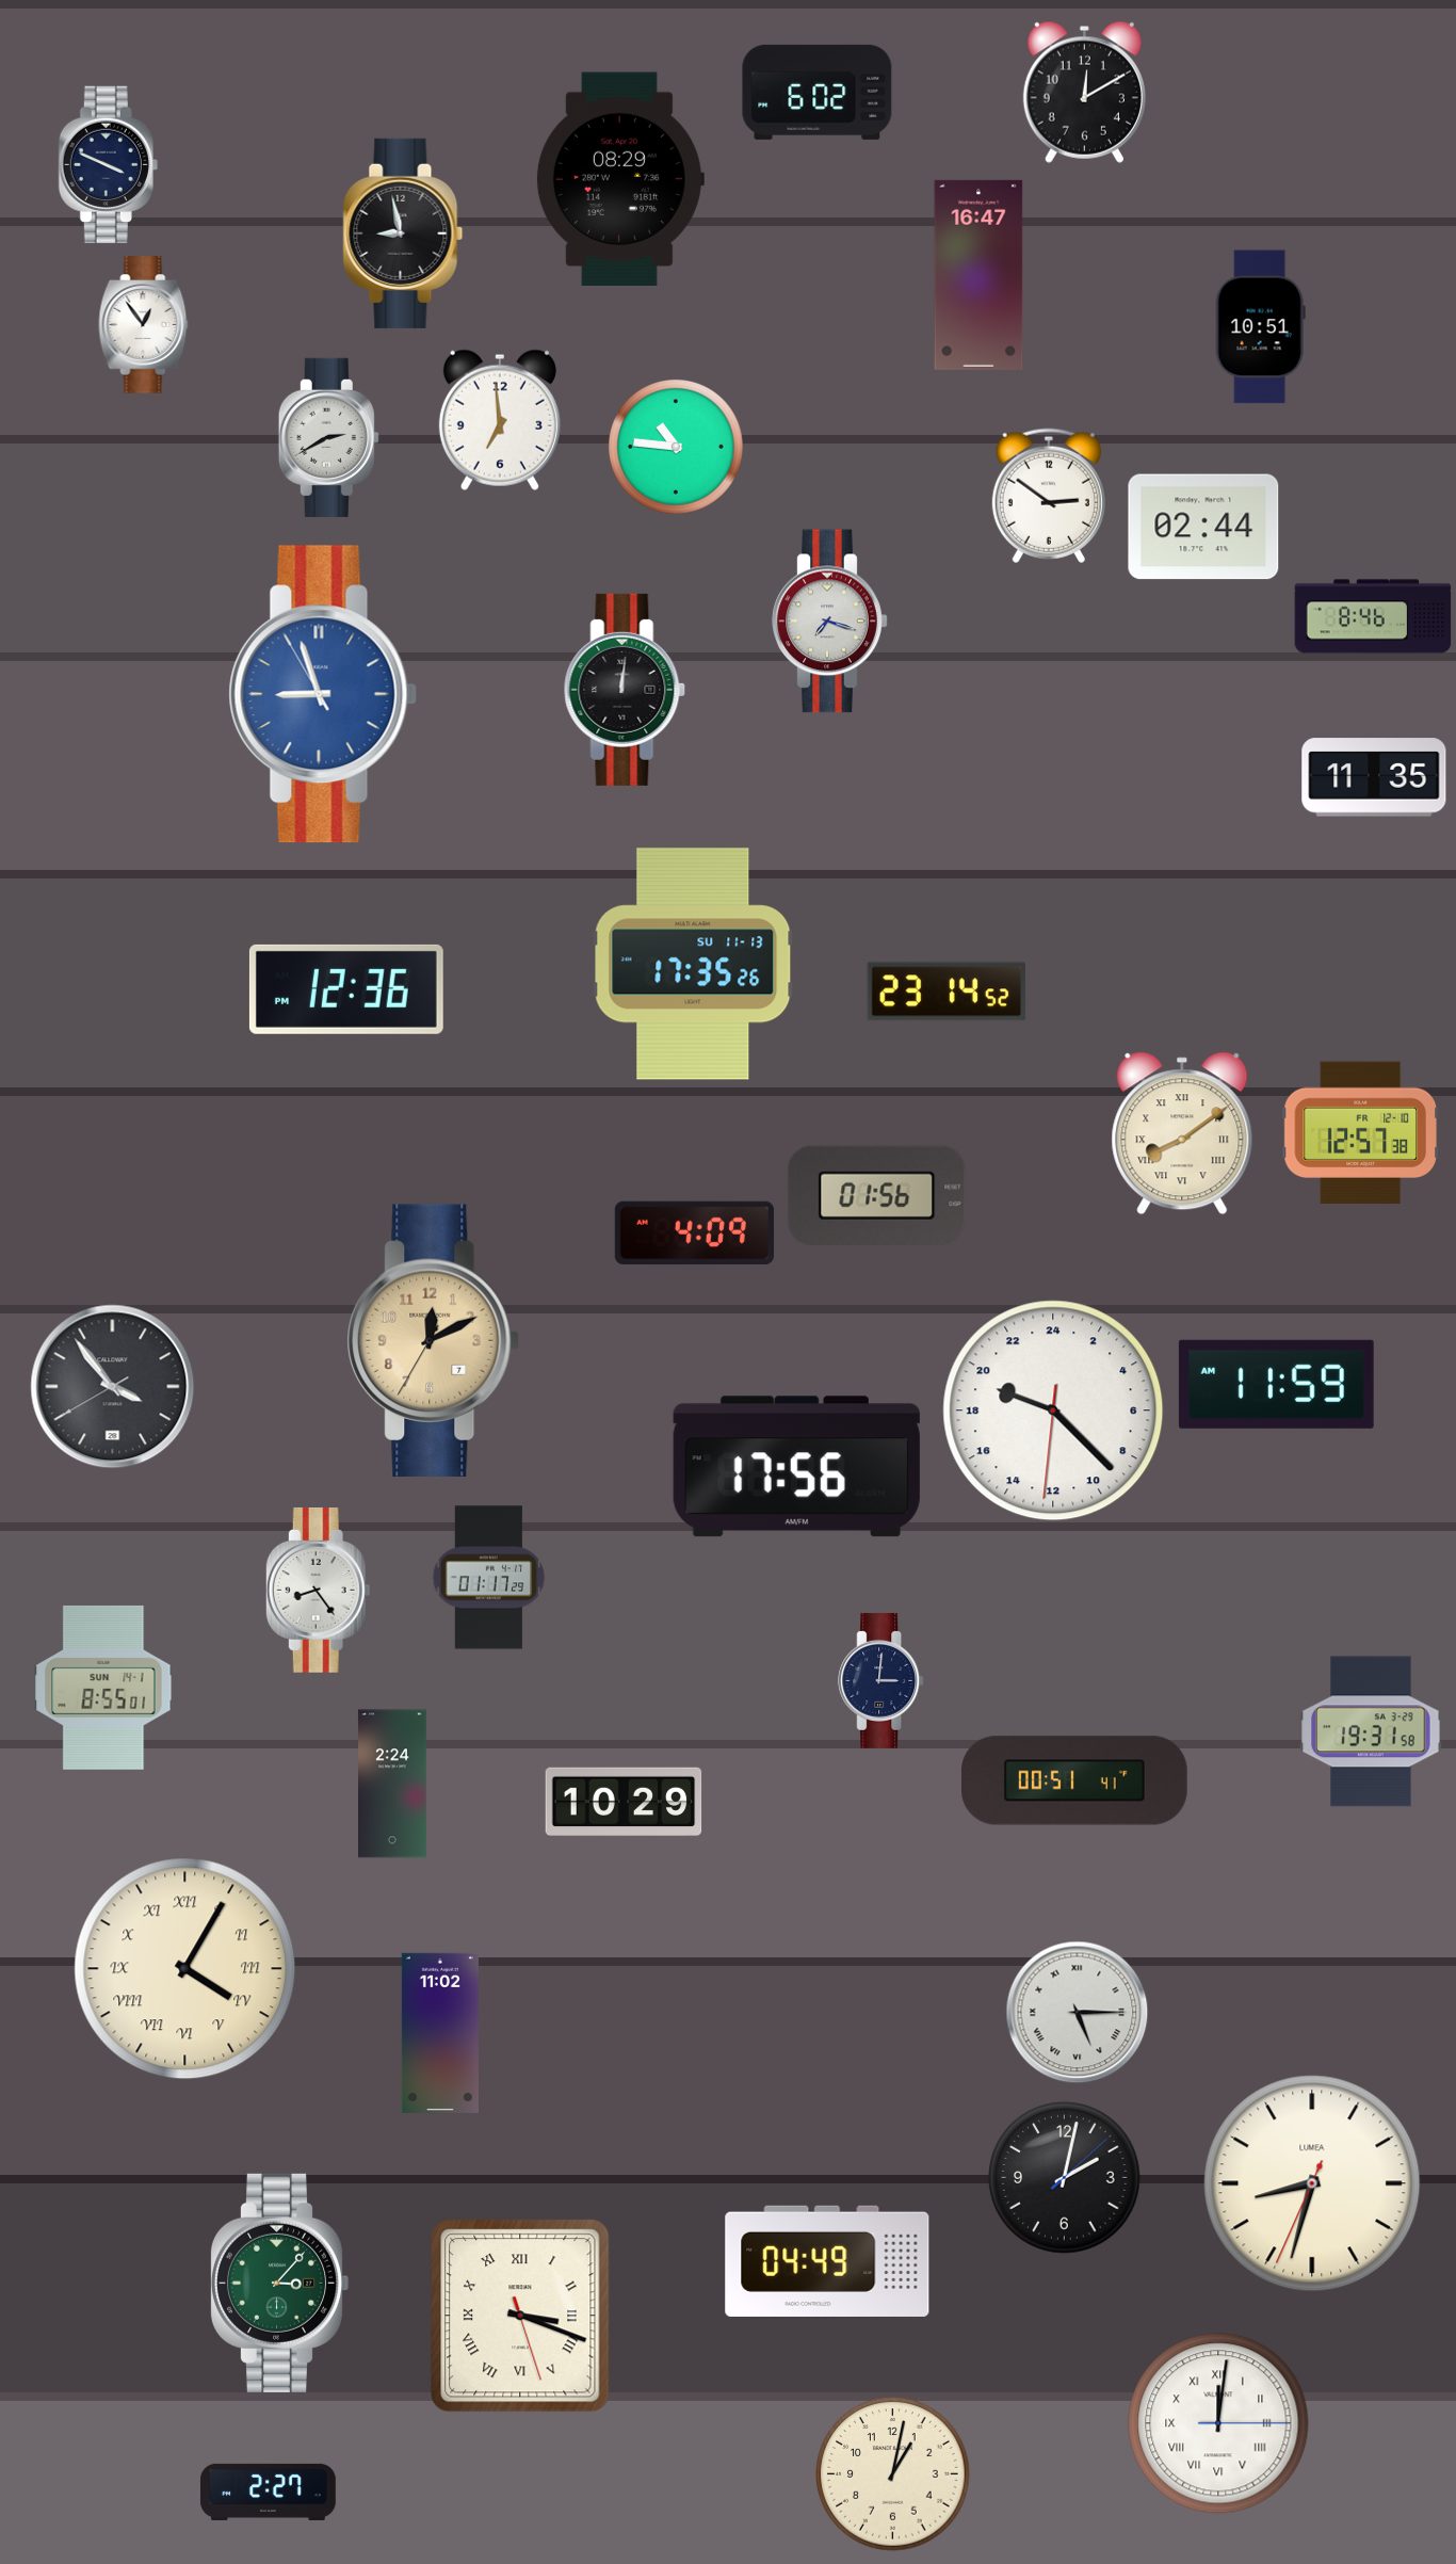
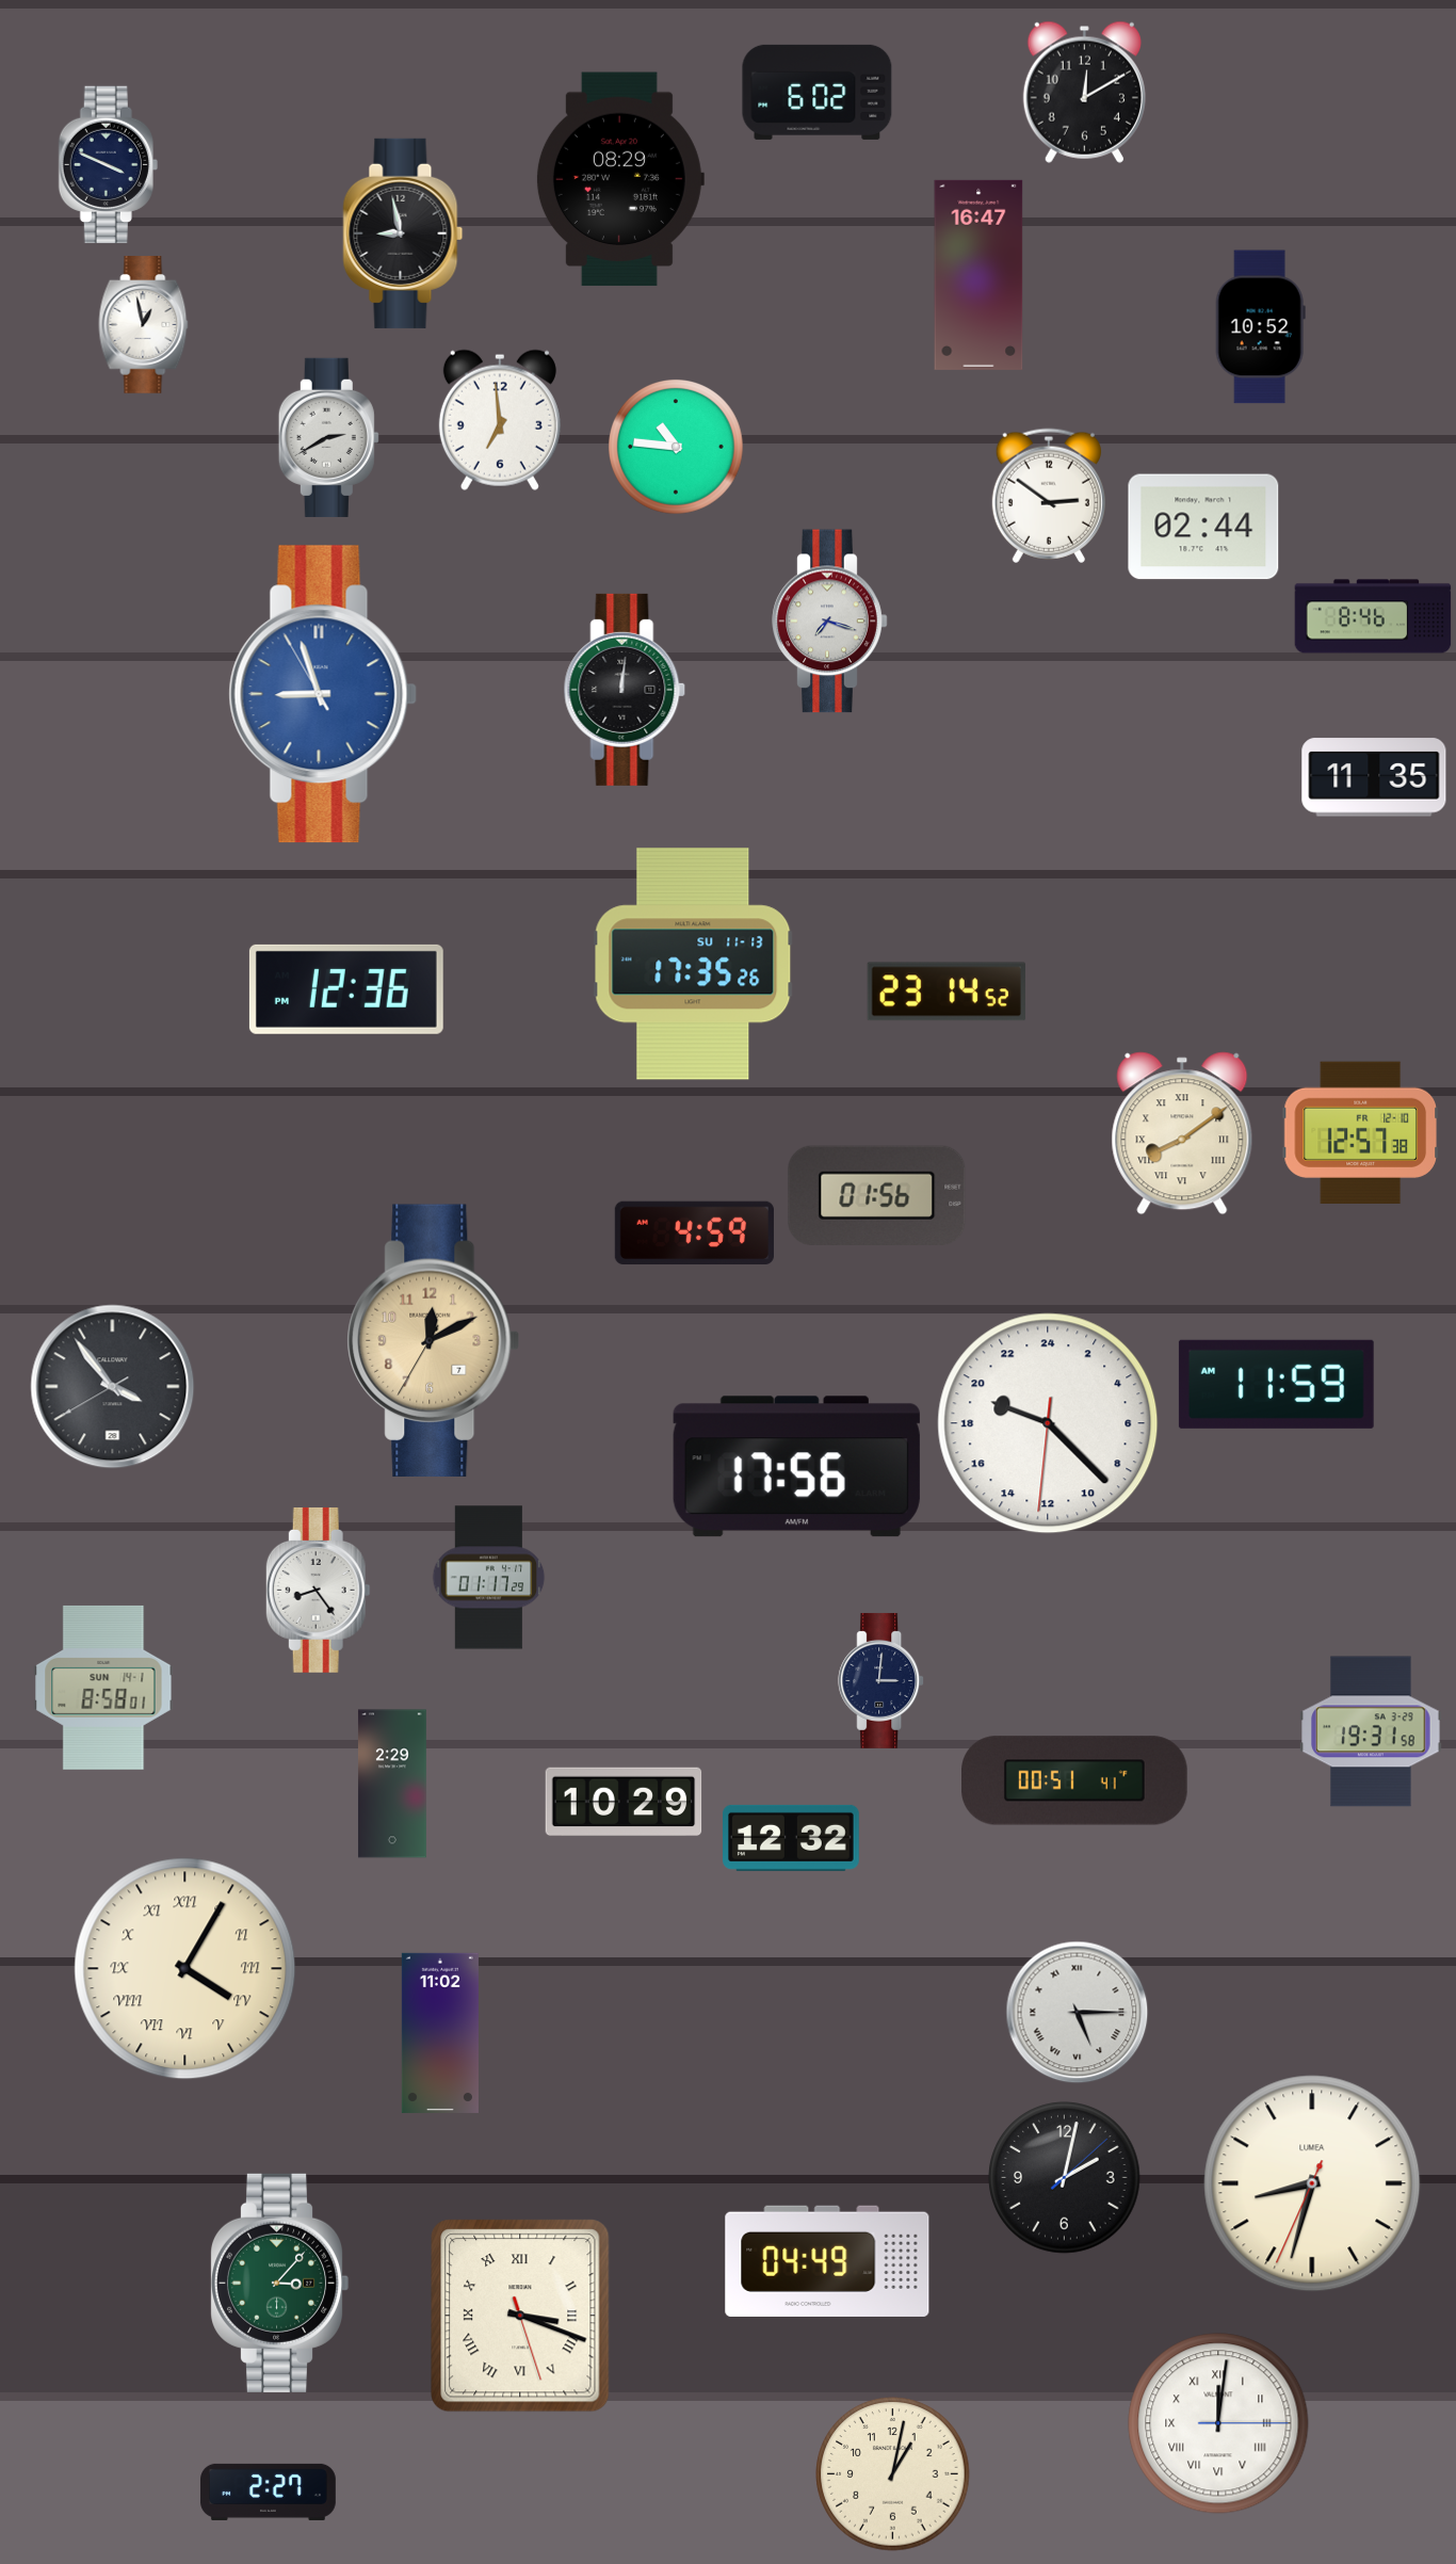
clock at (144, 325): 12:54 -> 12:58
clock at (1260, 327): 10:51 -> 10:52
clock at (694, 1233): 4:09 -> 4:59
clock at (1053, 1410) position: (1053, 1410) -> (1048, 1423)
clock at (103, 1688): 8:55 -> 8:58
clock at (392, 1784): 2:24 -> 2:29
clock at (792, 1838): none -> 12:32
